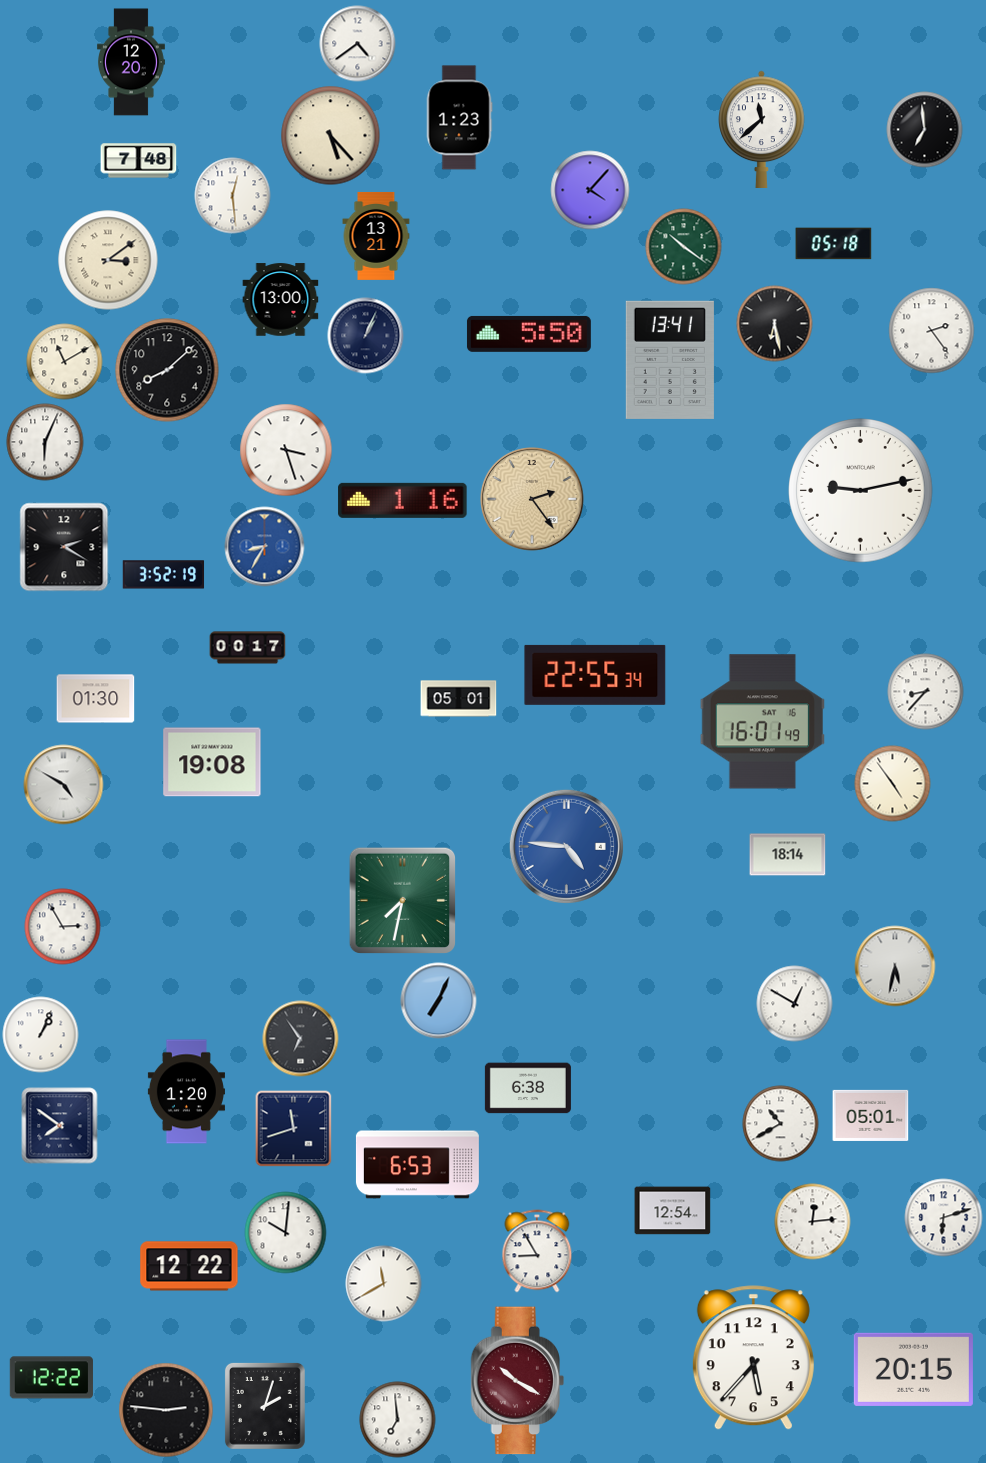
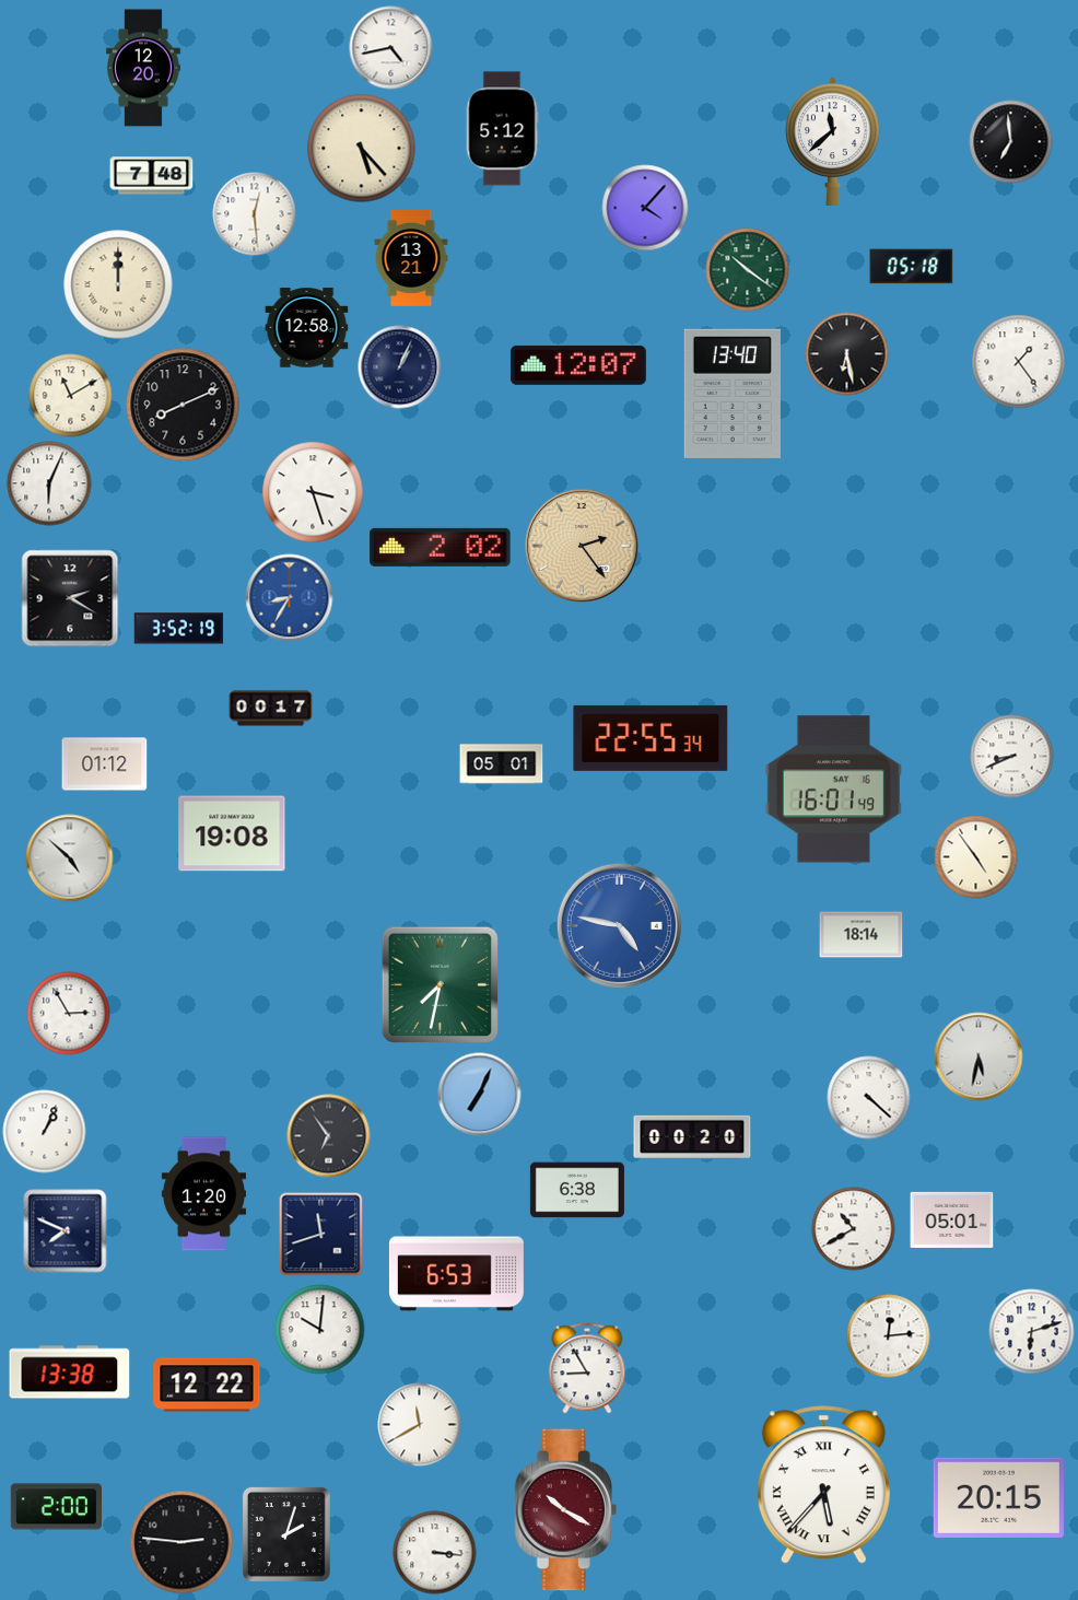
clock at (358, 44): 4:39 -> 4:43
clock at (459, 118): 1:23 -> 5:12
clock at (108, 260): 3:09 -> 12:00
clock at (281, 300): 13:00 -> 12:58
clock at (932, 331): 2:24 -> 1:24
clock at (529, 334): 5:50 -> 12:07
clock at (670, 360): 13:41 -> 13:40
clock at (167, 370): 8:08 -> 8:11
clock at (861, 491): 9:13 -> none
clock at (403, 500): 1:16 -> 2:02
clock at (926, 692): 8:37 -> 8:41
clock at (96, 699): 01:30 -> 01:12
clock at (64, 785): 4:50 -> 4:52
clock at (566, 846): 4:46 -> 4:47
clock at (795, 1004): 12:50 -> 4:22
clock at (692, 1137): none -> 00:20
clock at (60, 1126): 7:51 -> 7:49
clock at (673, 1211): 12:54 -> none
clock at (286, 1233) position: (286, 1233) -> (320, 1330)
clock at (70, 1373): none -> 13:38
clock at (384, 1284) position: (384, 1284) -> (420, 1425)
clock at (753, 1358) numerals: Arabic -> Roman
clock at (51, 1378): 12:22 -> 2:00
clock at (265, 1406) position: (265, 1406) -> (286, 1534)
clock at (398, 1420): 6:59 -> 3:16
